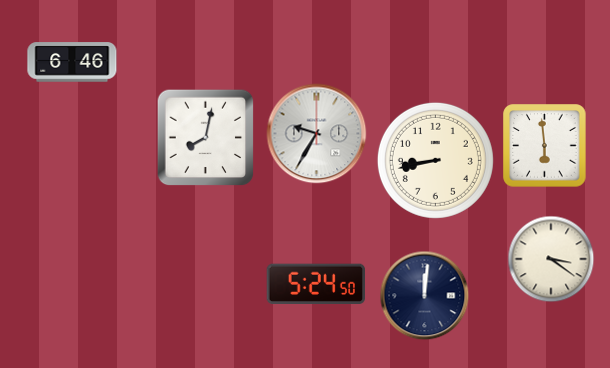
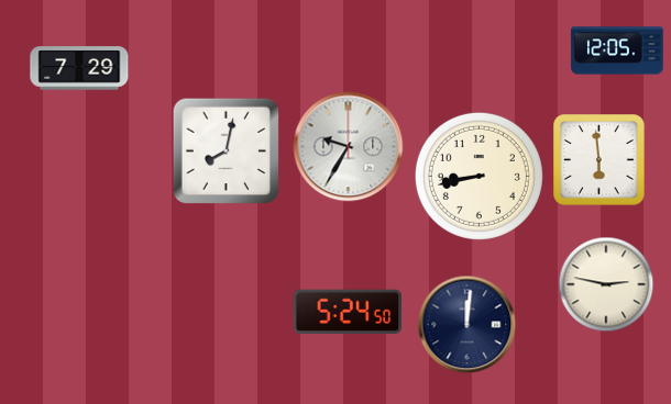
clock at (617, 50): none -> 12:05
clock at (72, 62): 6:46 -> 7:29
clock at (551, 259): 3:21 -> 2:47
